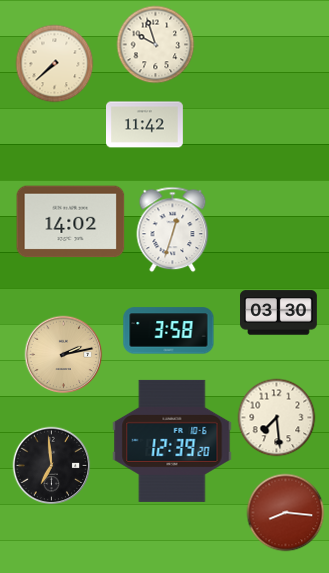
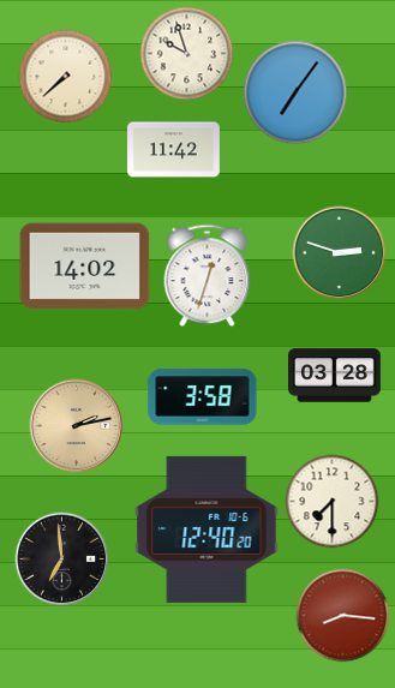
clock at (295, 92): none -> 7:06
clock at (339, 252): none -> 2:48
clock at (279, 313): 03:30 -> 03:28
clock at (276, 417): 7:29 -> 7:30
clock at (172, 441): 12:39 -> 12:40
